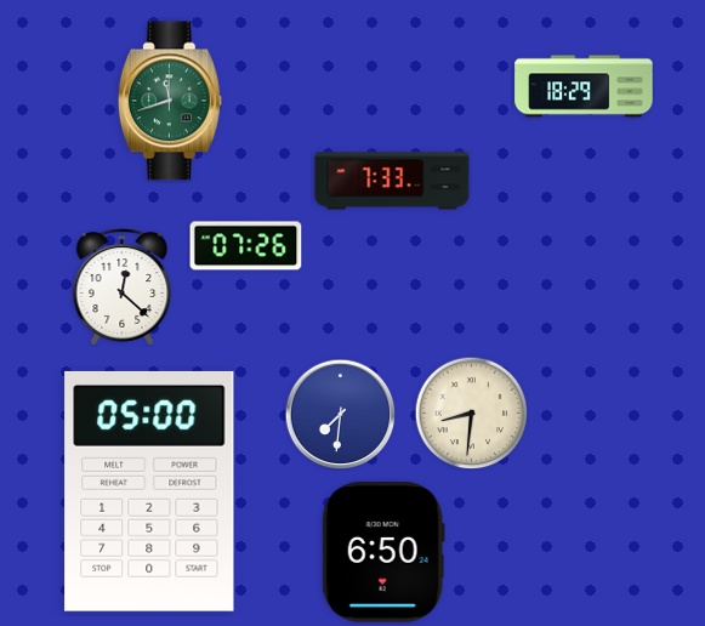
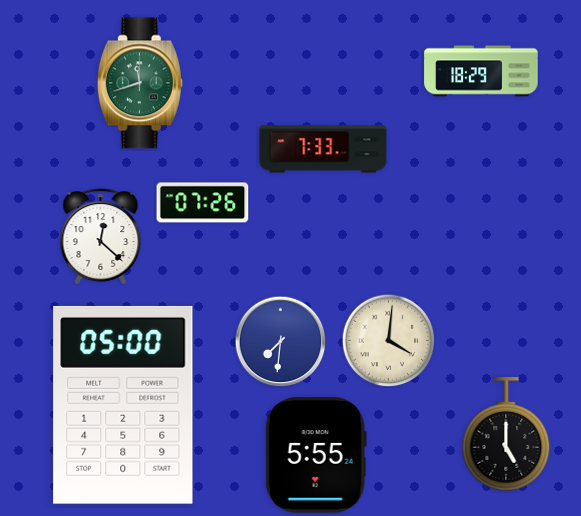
clock at (471, 412): 8:31 -> 4:01
clock at (506, 434): none -> 5:00
clock at (383, 552): 6:50 -> 5:55
